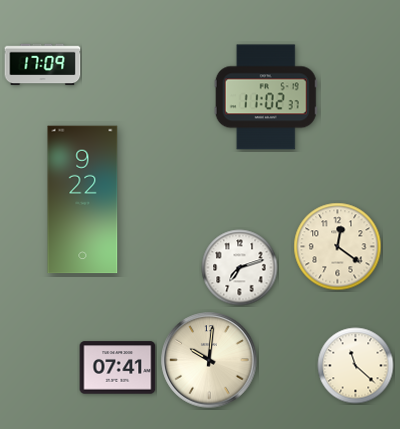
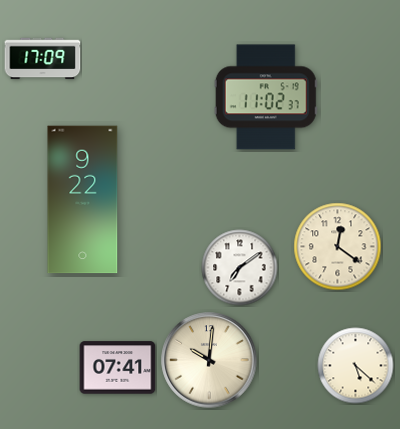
clock at (43, 65) position: (43, 65) -> (43, 59)
clock at (240, 268): 7:12 -> 7:09
clock at (356, 366): 11:22 -> 5:22
